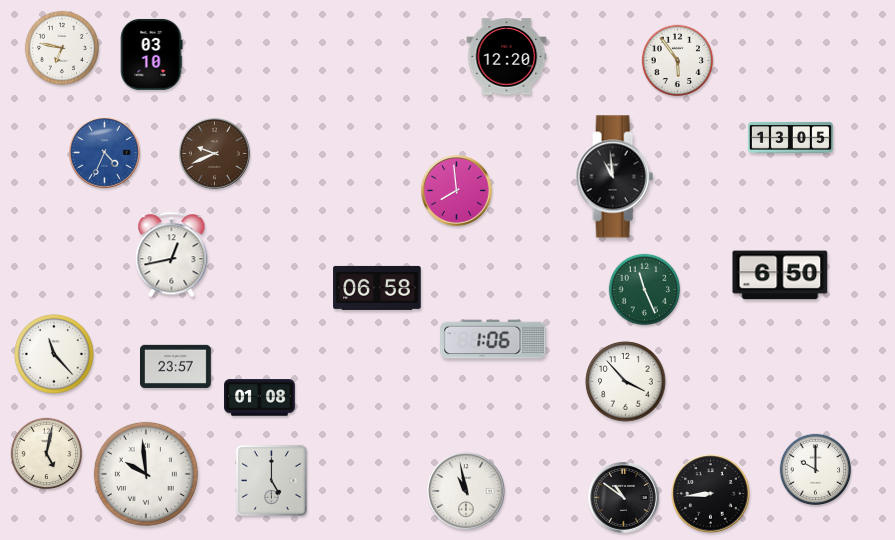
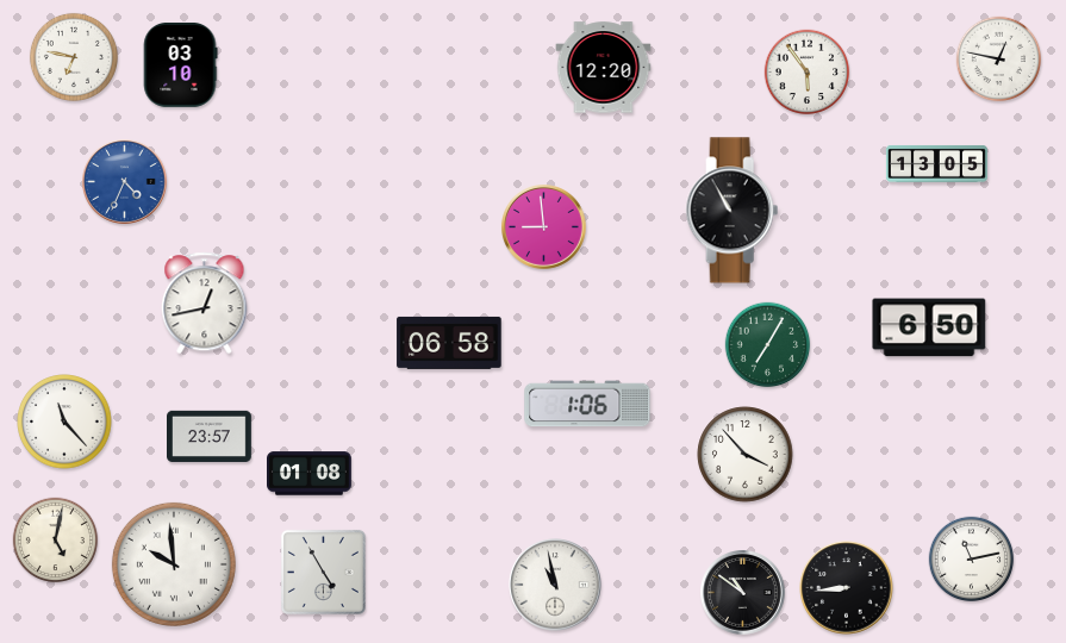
clock at (999, 60): none -> 12:47
clock at (790, 137) position: (790, 137) -> (936, 163)
clock at (215, 154): 9:41 -> none
clock at (615, 177): 10:59 -> 10:55
clock at (457, 191): 7:59 -> 8:59
clock at (645, 290): 11:26 -> 7:05
clock at (816, 470): 10:00 -> 11:13
clock at (271, 480): 5:00 -> 4:55
